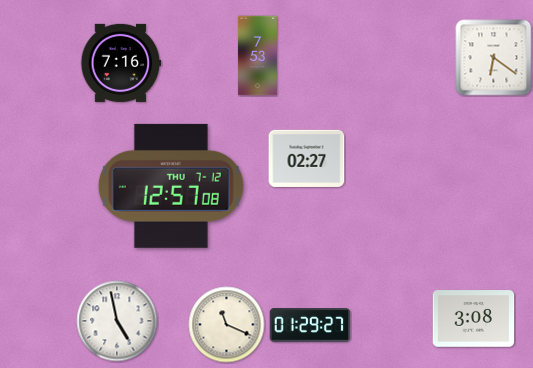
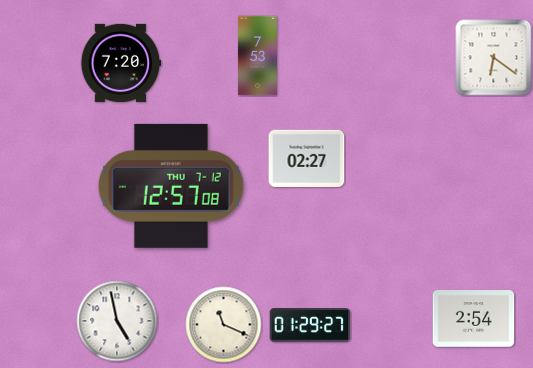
clock at (121, 63): 7:16 -> 7:20
clock at (474, 319): 3:08 -> 2:54
clock at (227, 325) position: (227, 325) -> (224, 325)
